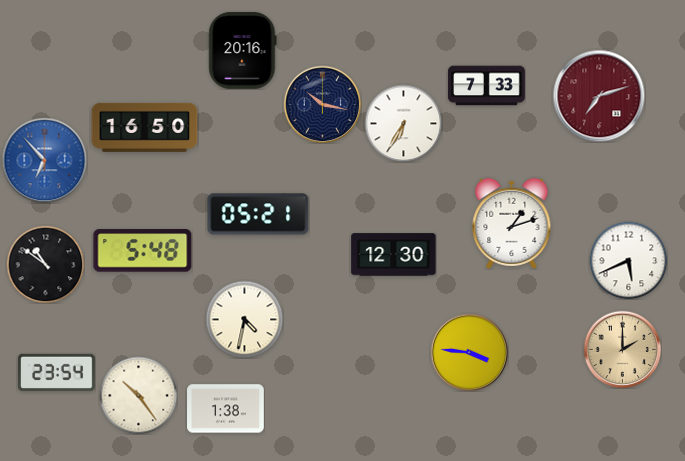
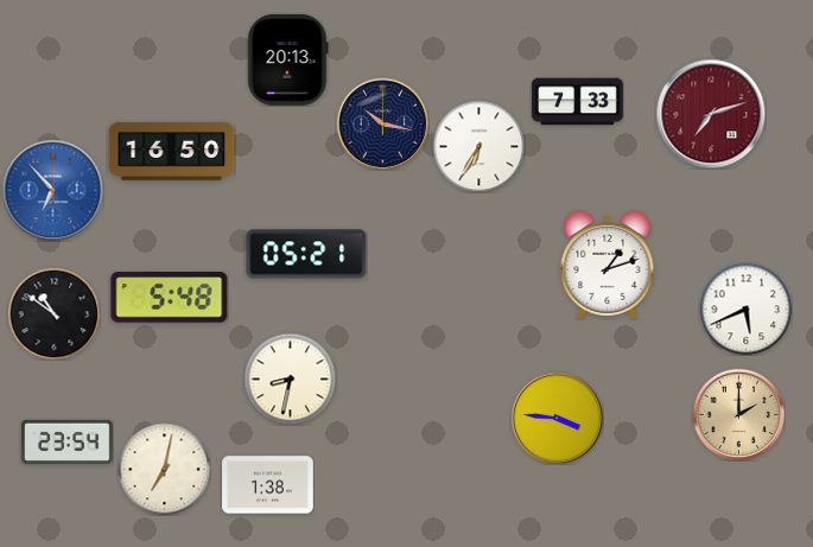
clock at (243, 51): 20:16 -> 20:13
clock at (394, 255): 12:30 -> none
clock at (244, 319): 4:32 -> 8:32
clock at (138, 395): 10:24 -> 7:02
